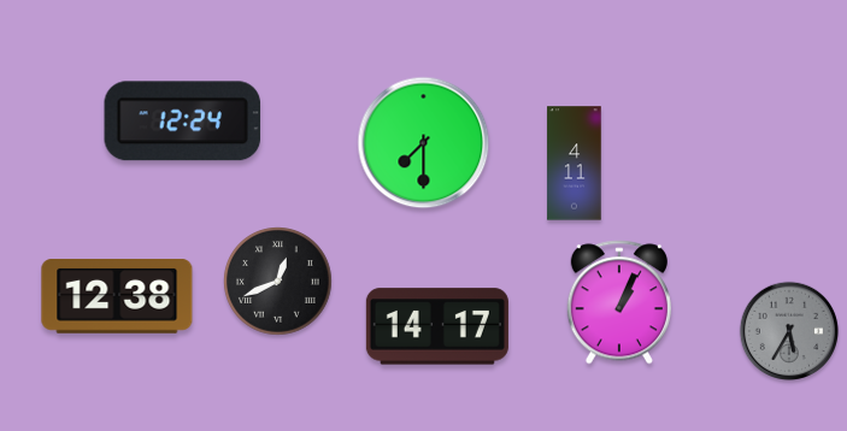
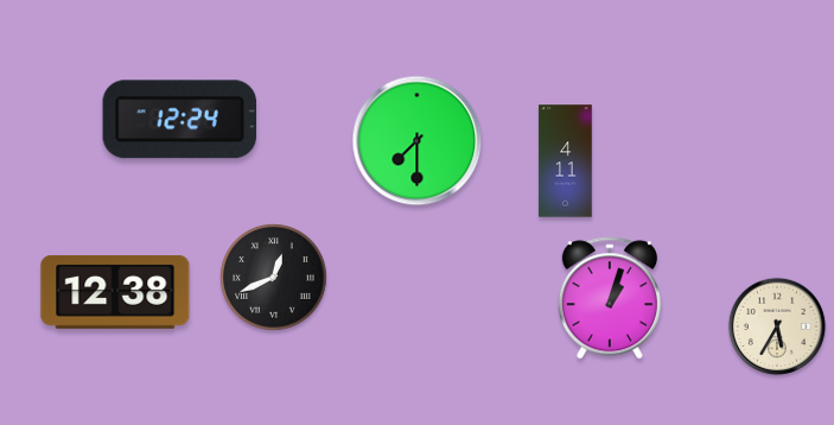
clock at (619, 302): 1:04 -> 1:03
clock at (437, 326): 14:17 -> none
clock at (789, 331) dial: grey -> cream
